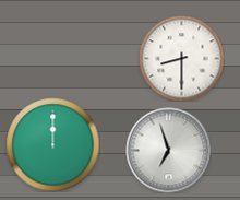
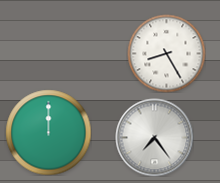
clock at (181, 58): 8:30 -> 8:25
clock at (168, 150): 6:57 -> 7:24
